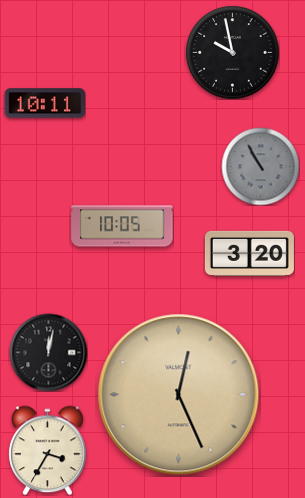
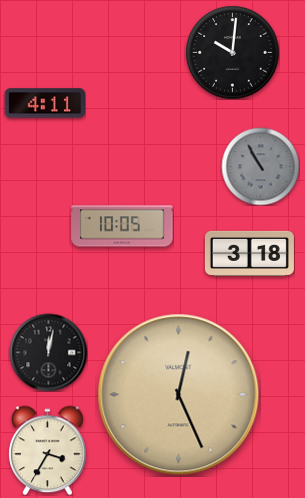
clock at (232, 52): 9:58 -> 10:01
clock at (45, 103): 10:11 -> 4:11
clock at (249, 253): 3:20 -> 3:18
